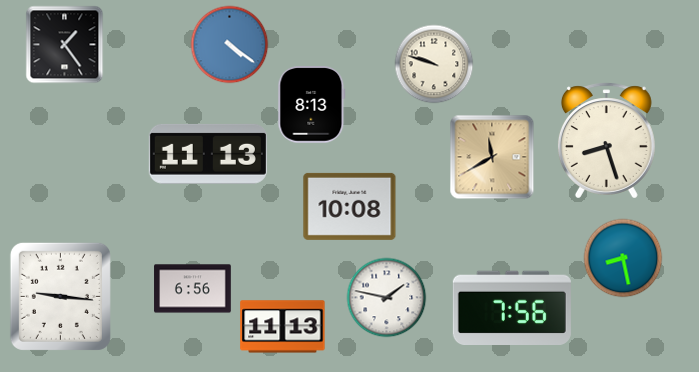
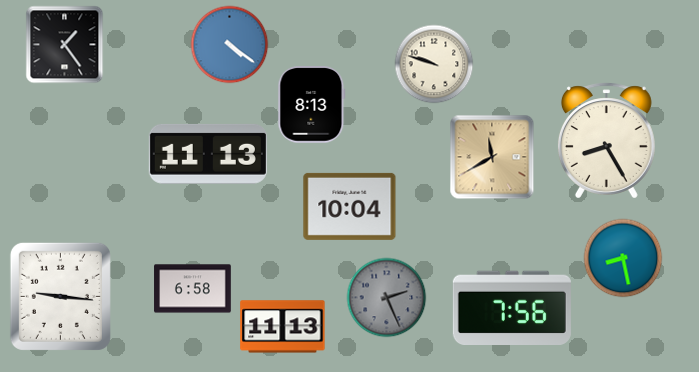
clock at (606, 141): 8:27 -> 8:25
clock at (350, 206): 10:08 -> 10:04
clock at (193, 289): 6:56 -> 6:58
clock at (386, 297): 1:47 -> 2:26
clock at (386, 297) dial: white -> grey
